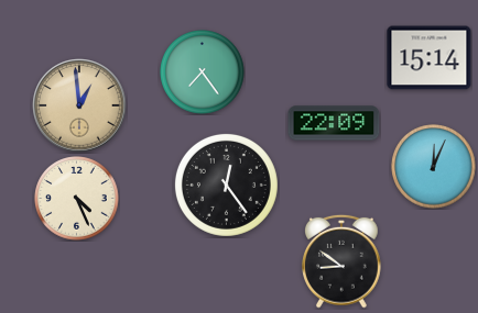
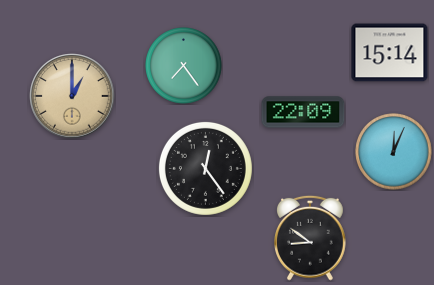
clock at (79, 105): 12:59 -> 1:00
clock at (77, 199): 4:26 -> none
